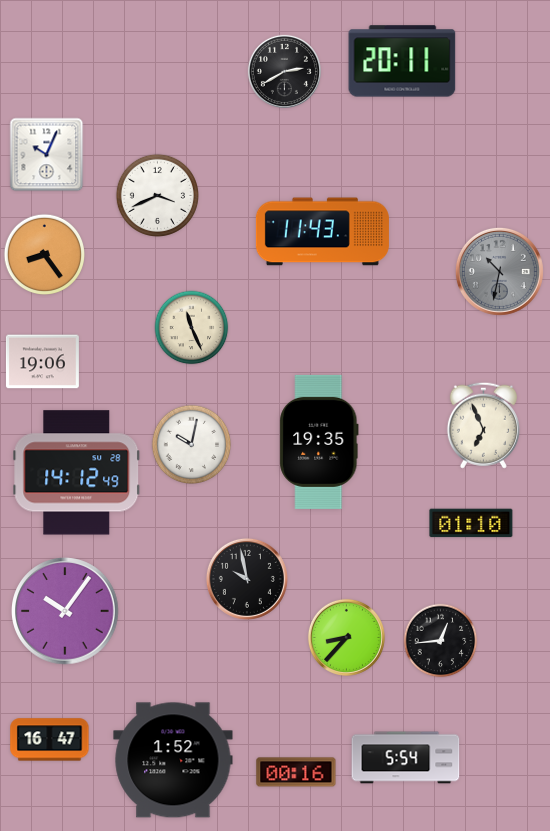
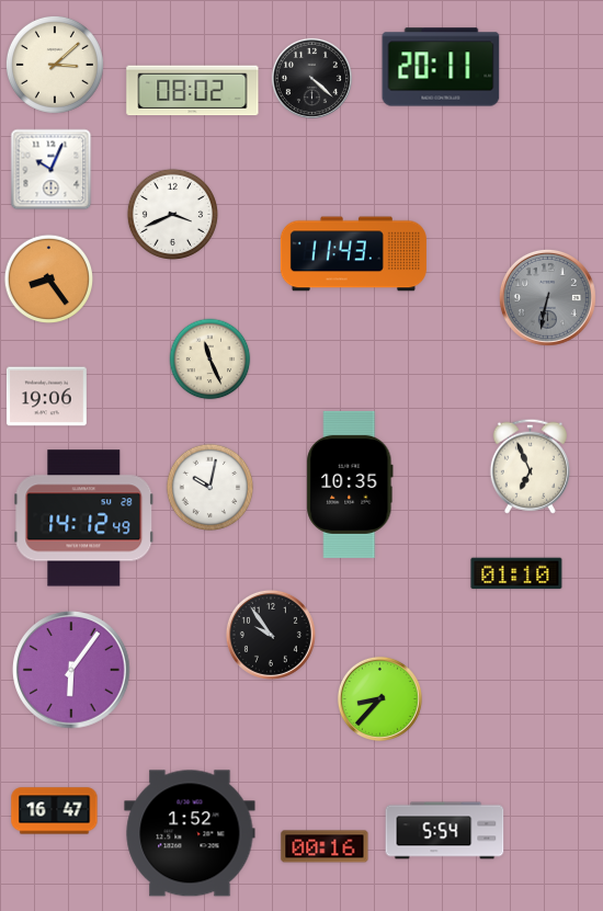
clock at (55, 65): none -> 3:08
clock at (284, 71): 2:40 -> 4:22
clock at (193, 91): none -> 08:02
clock at (499, 271): 10:32 -> 6:32
clock at (319, 442): 19:35 -> 10:35
clock at (247, 579): 9:58 -> 9:54
clock at (65, 611): 10:06 -> 6:06
clock at (441, 641): 12:44 -> none
